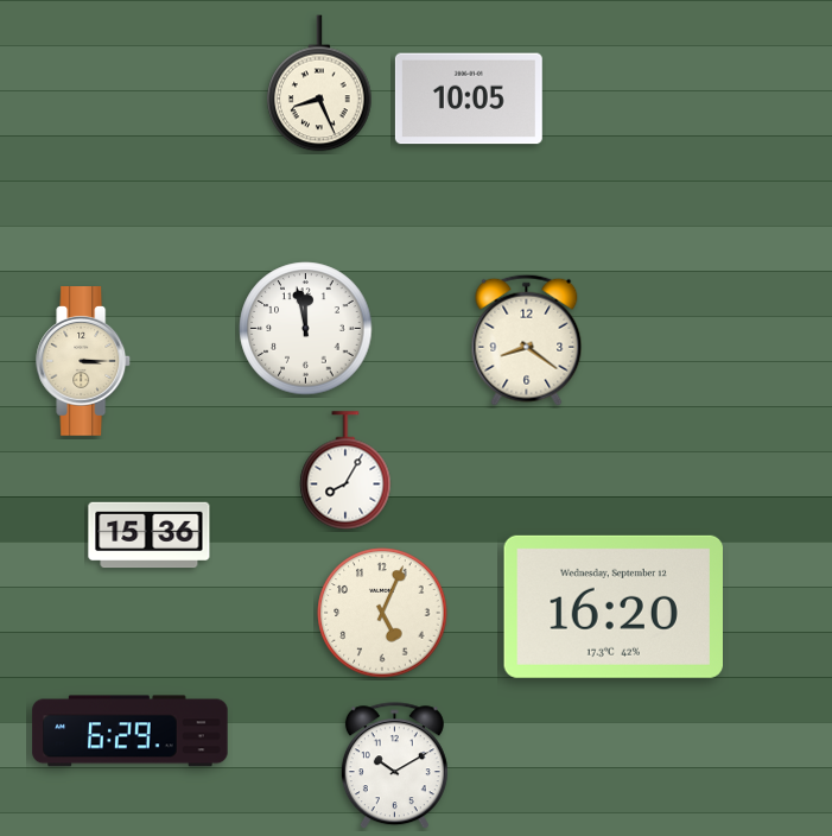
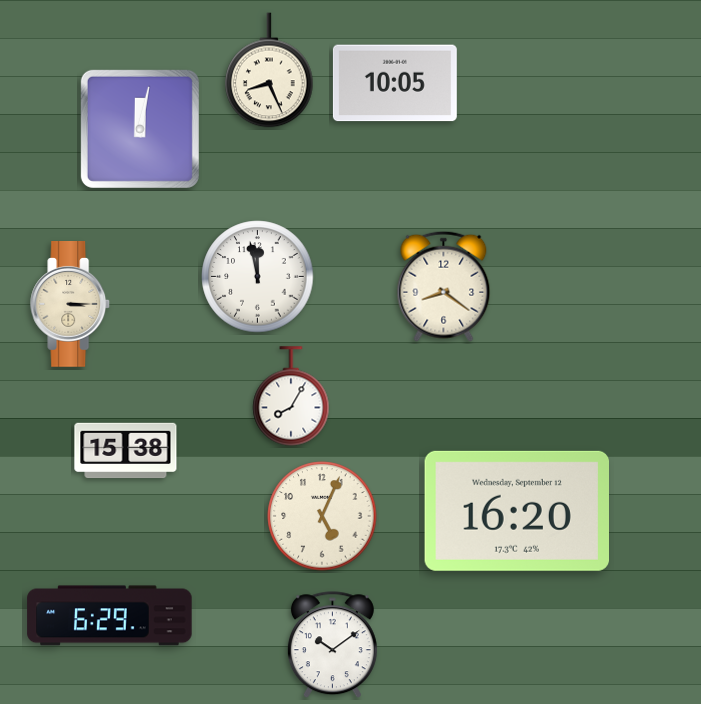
clock at (140, 129): none -> 12:02
clock at (150, 536): 15:36 -> 15:38
clock at (394, 766): 10:10 -> 10:09
